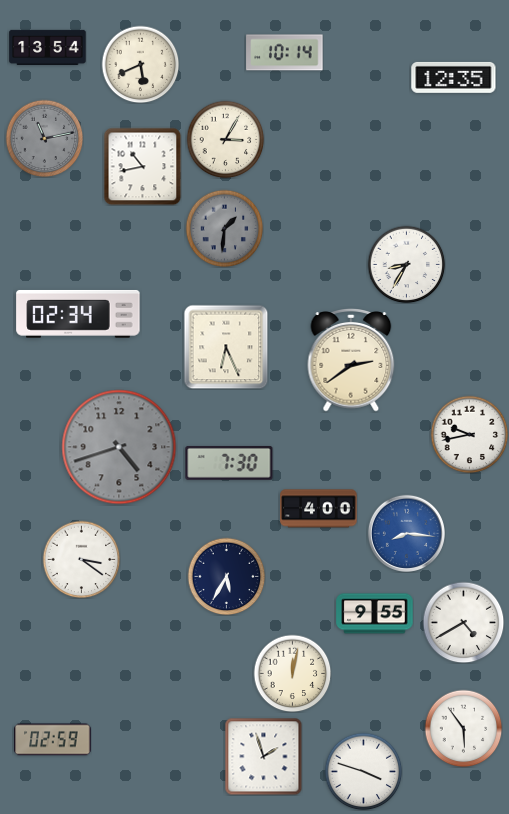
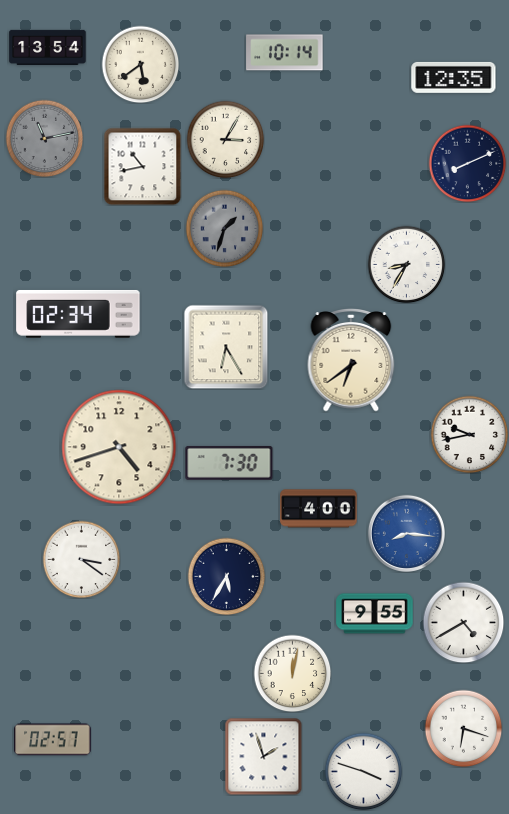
clock at (140, 64): 5:41 -> 5:39
clock at (467, 163): none -> 8:11
clock at (224, 228): 1:31 -> 1:33
clock at (226, 347): 6:26 -> 6:25
clock at (351, 361): 2:39 -> 6:39
clock at (119, 447) dial: grey -> cream
clock at (463, 728): 5:54 -> 6:18
clock at (53, 740): 02:59 -> 02:57
